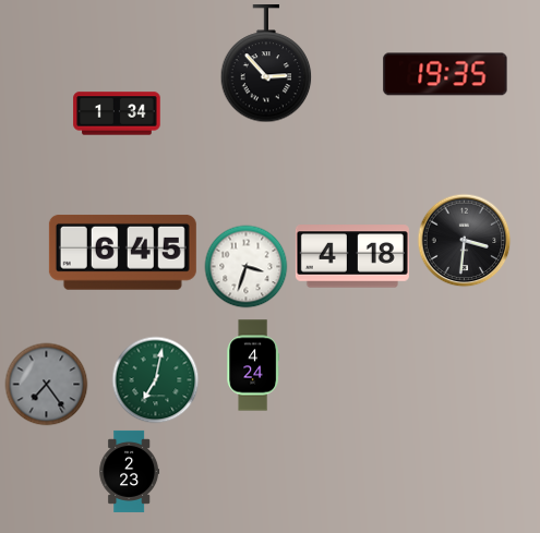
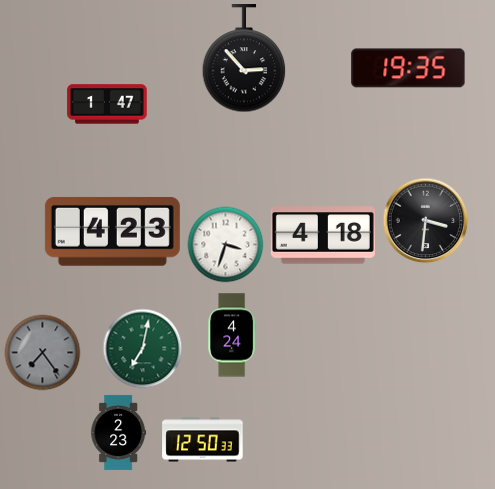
clock at (117, 113): 1:34 -> 1:47
clock at (122, 252): 6:45 -> 4:23
clock at (203, 440): none -> 12:50
